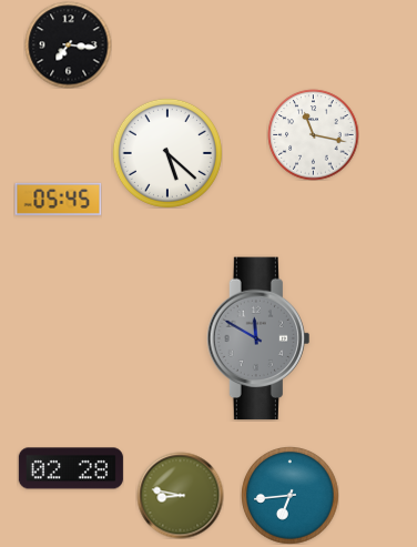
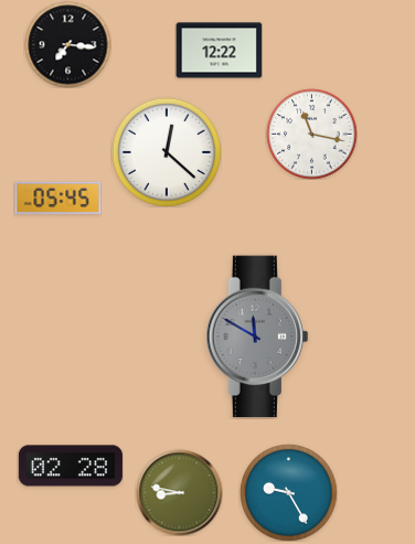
clock at (219, 51): none -> 12:22
clock at (167, 153): 5:22 -> 12:22
clock at (289, 495): 6:44 -> 9:25
